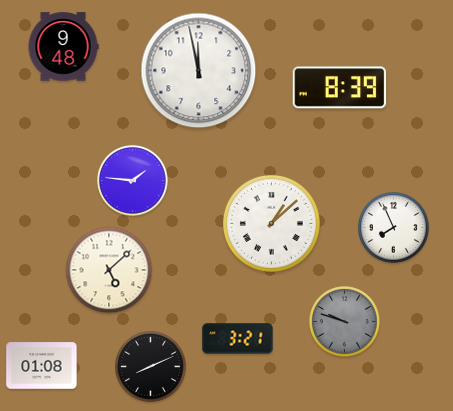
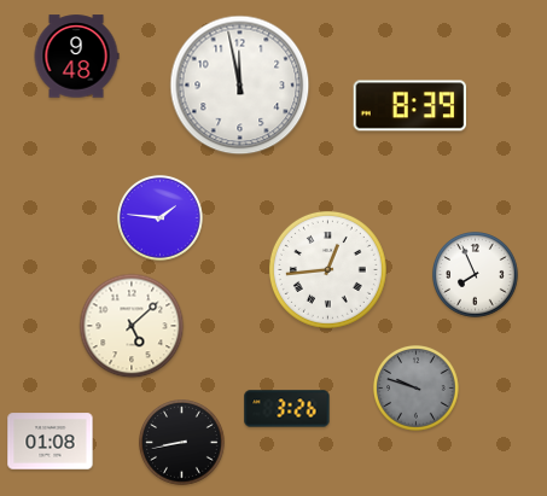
clock at (271, 223): 1:08 -> 12:44
clock at (238, 339): 3:21 -> 3:26
clock at (151, 367): 8:11 -> 8:43
